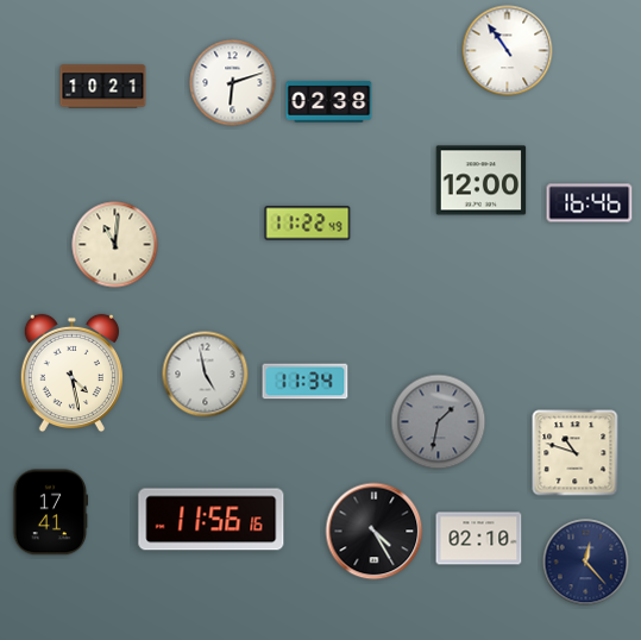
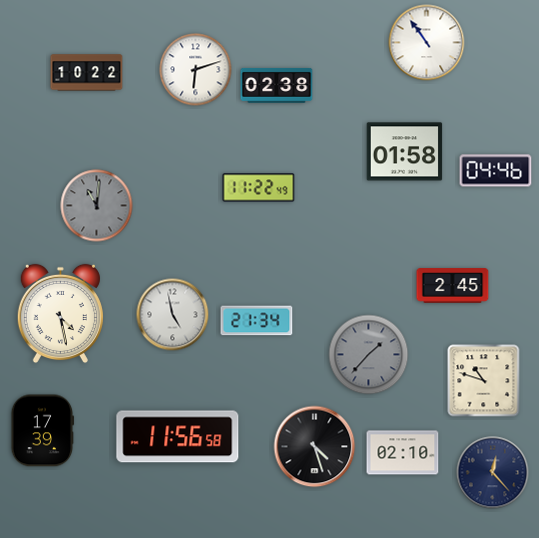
clock at (103, 87): 10:21 -> 10:22
clock at (482, 181): 12:00 -> 01:58
clock at (590, 203): 16:46 -> 04:46
clock at (115, 245) dial: cream -> grey
clock at (453, 286): none -> 2:45
clock at (306, 382): 11:34 -> 21:34
clock at (439, 422): 1:32 -> 1:37
clock at (51, 513): 17:41 -> 17:39
clock at (212, 520): 11:56:16 -> 11:56:58
clock at (375, 532): 4:25 -> 4:27
